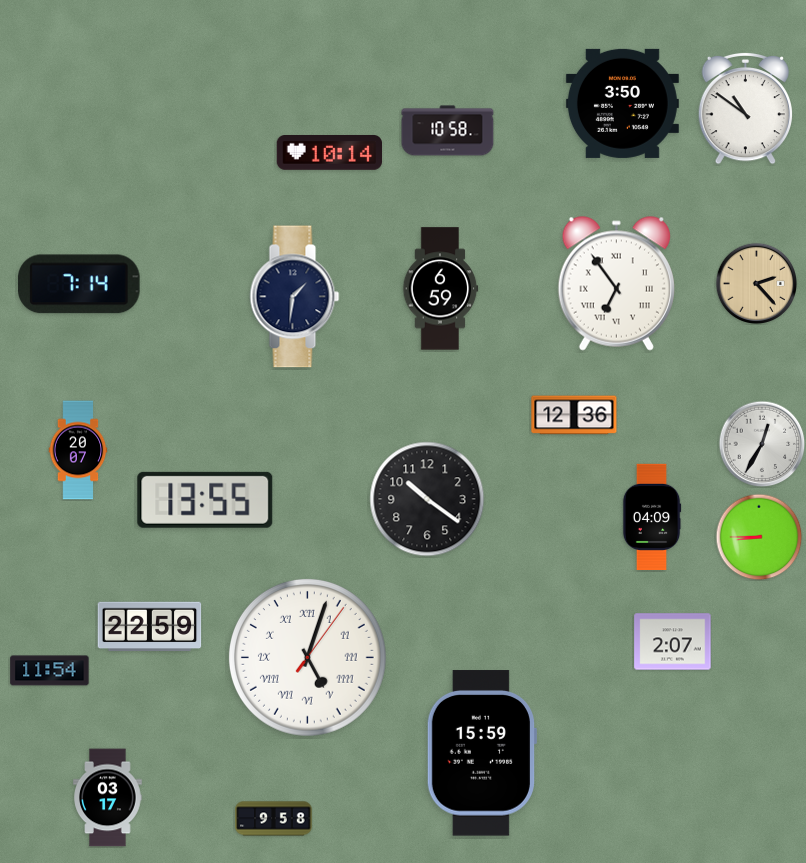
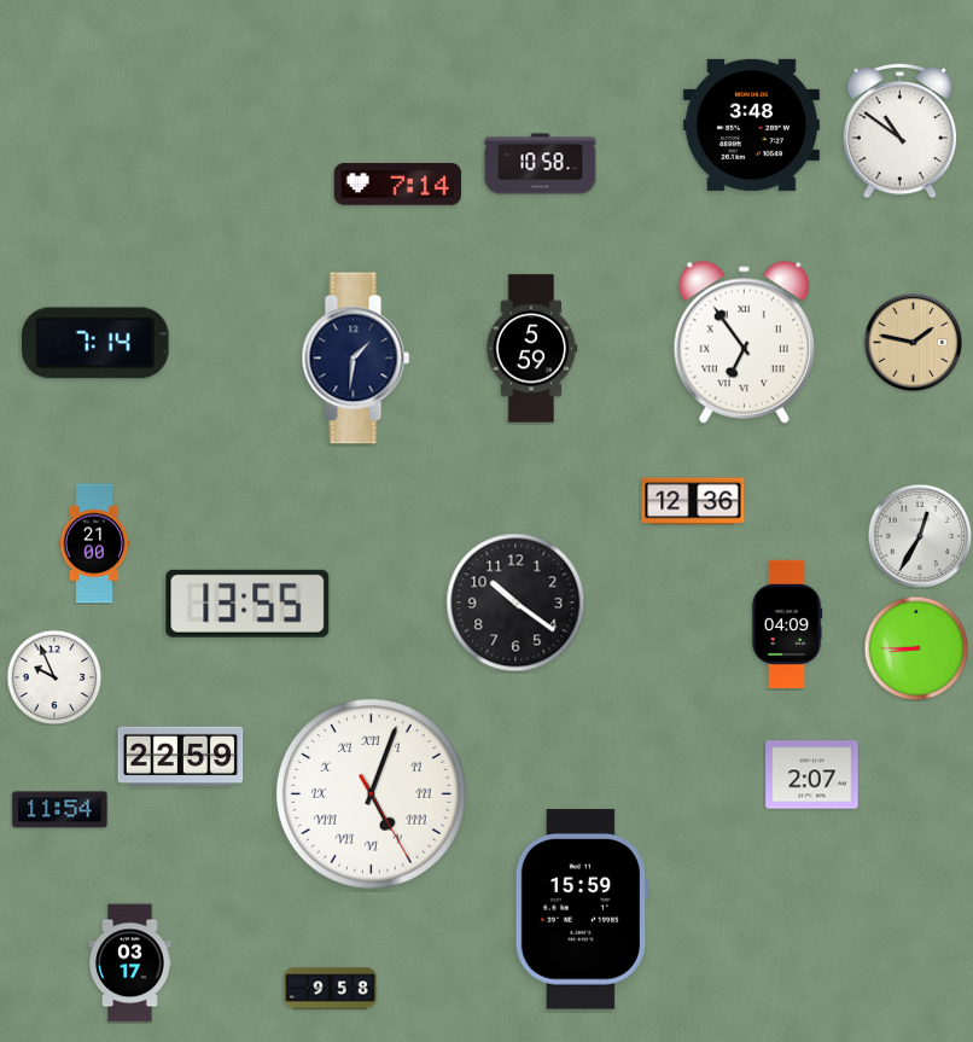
clock at (622, 103): 3:50 -> 3:48
clock at (448, 131) position: (448, 131) -> (541, 164)
clock at (330, 153): 10:14 -> 7:14
clock at (756, 283): 2:23 -> 1:47
clock at (440, 289): 6:59 -> 5:59
clock at (78, 450): 20:07 -> 21:00
clock at (54, 677): none -> 9:56
clock at (307, 657): 5:03:06 -> 5:03:25
